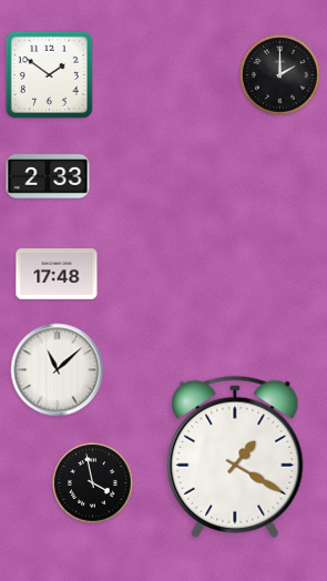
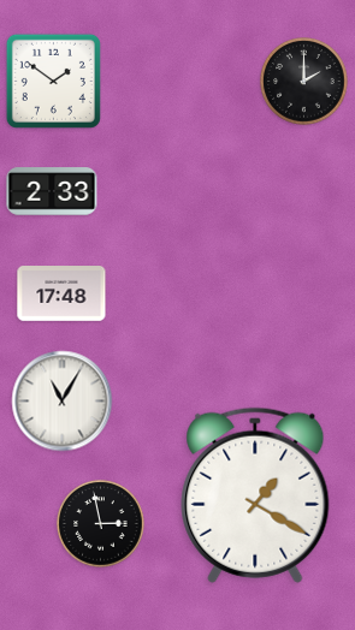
clock at (57, 275) position: (57, 275) -> (61, 295)
clock at (58, 370): 11:08 -> 11:05
clock at (93, 483): 3:58 -> 2:58
